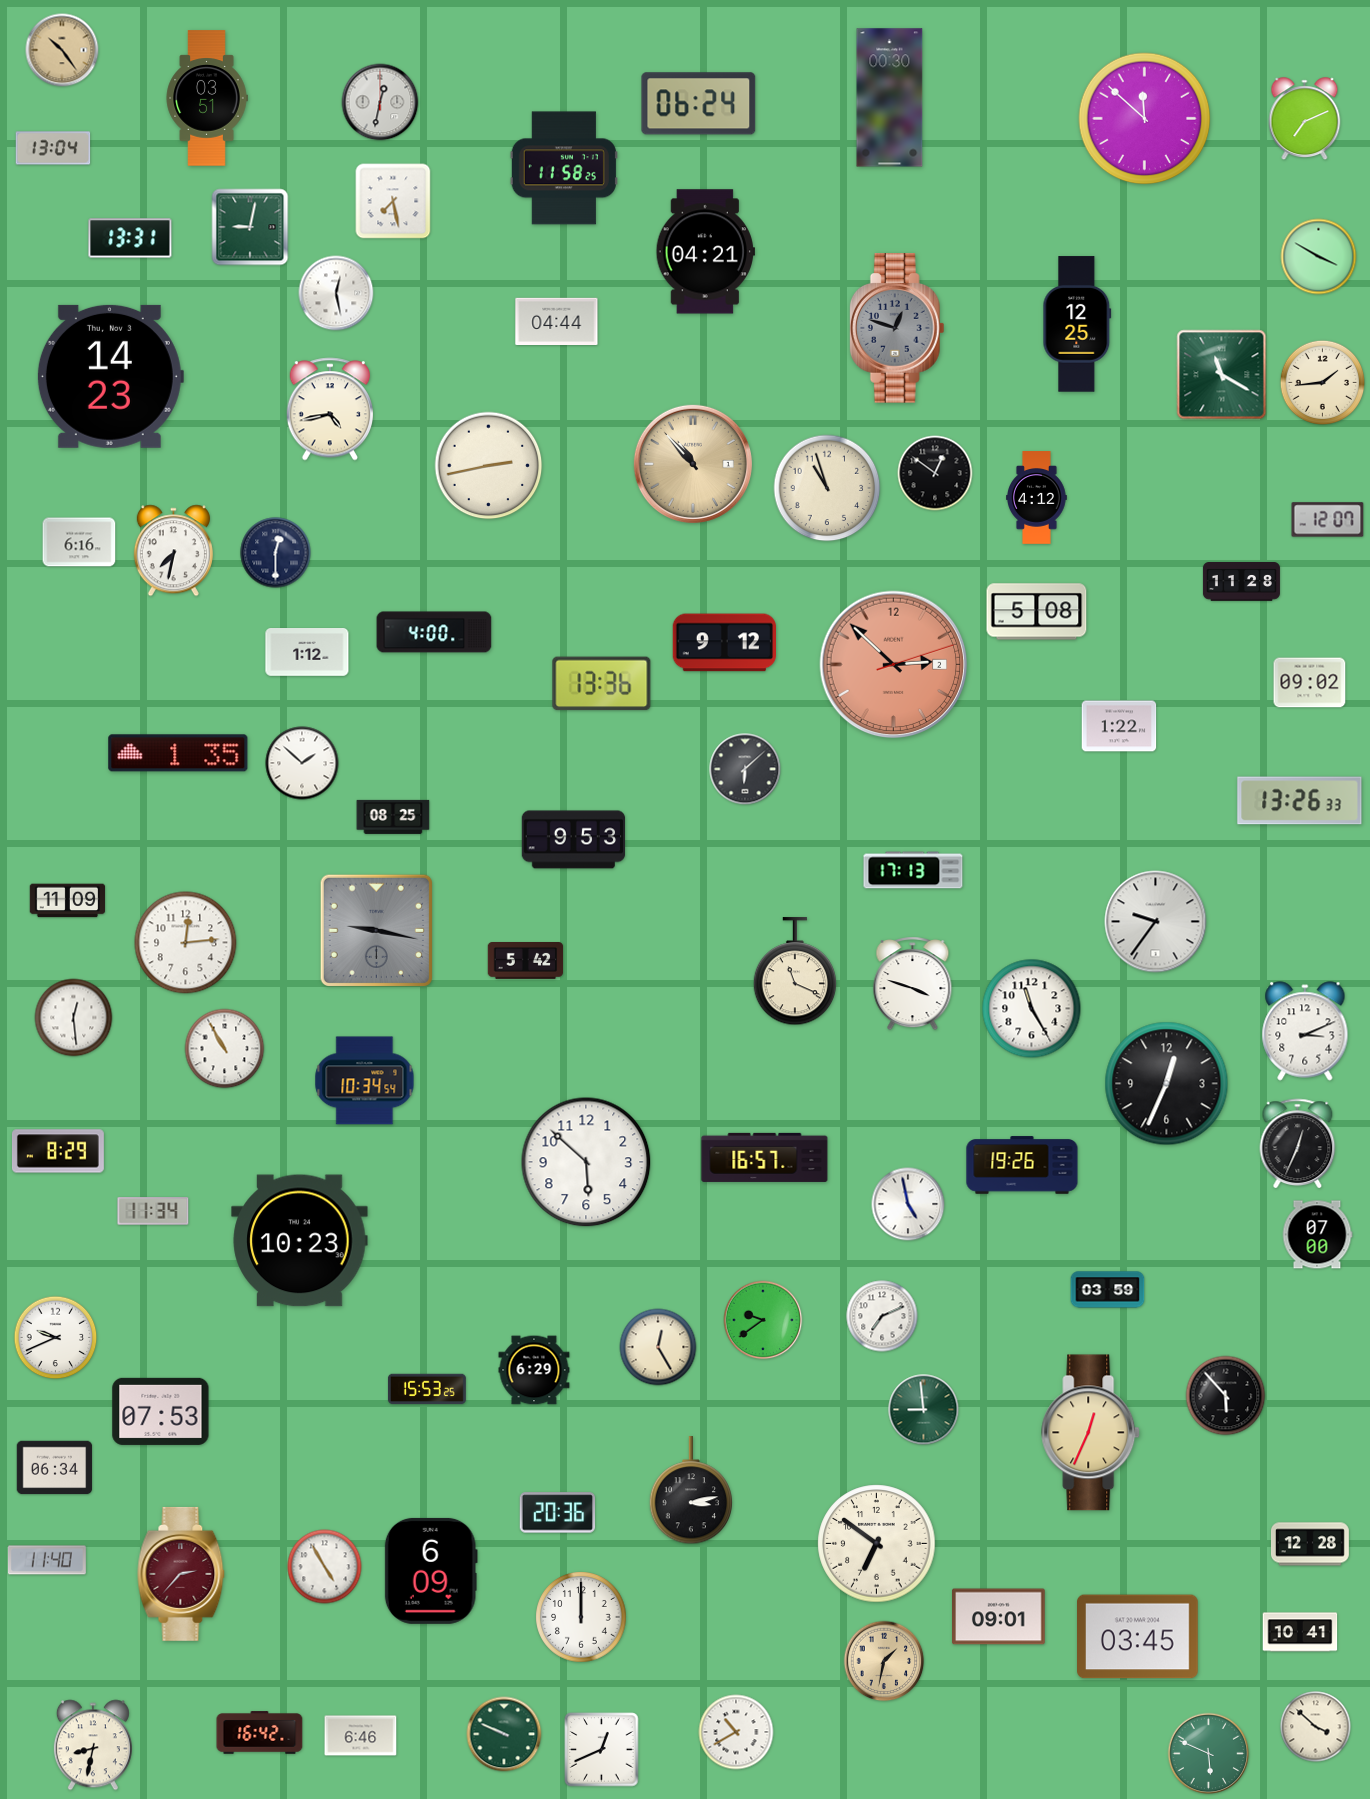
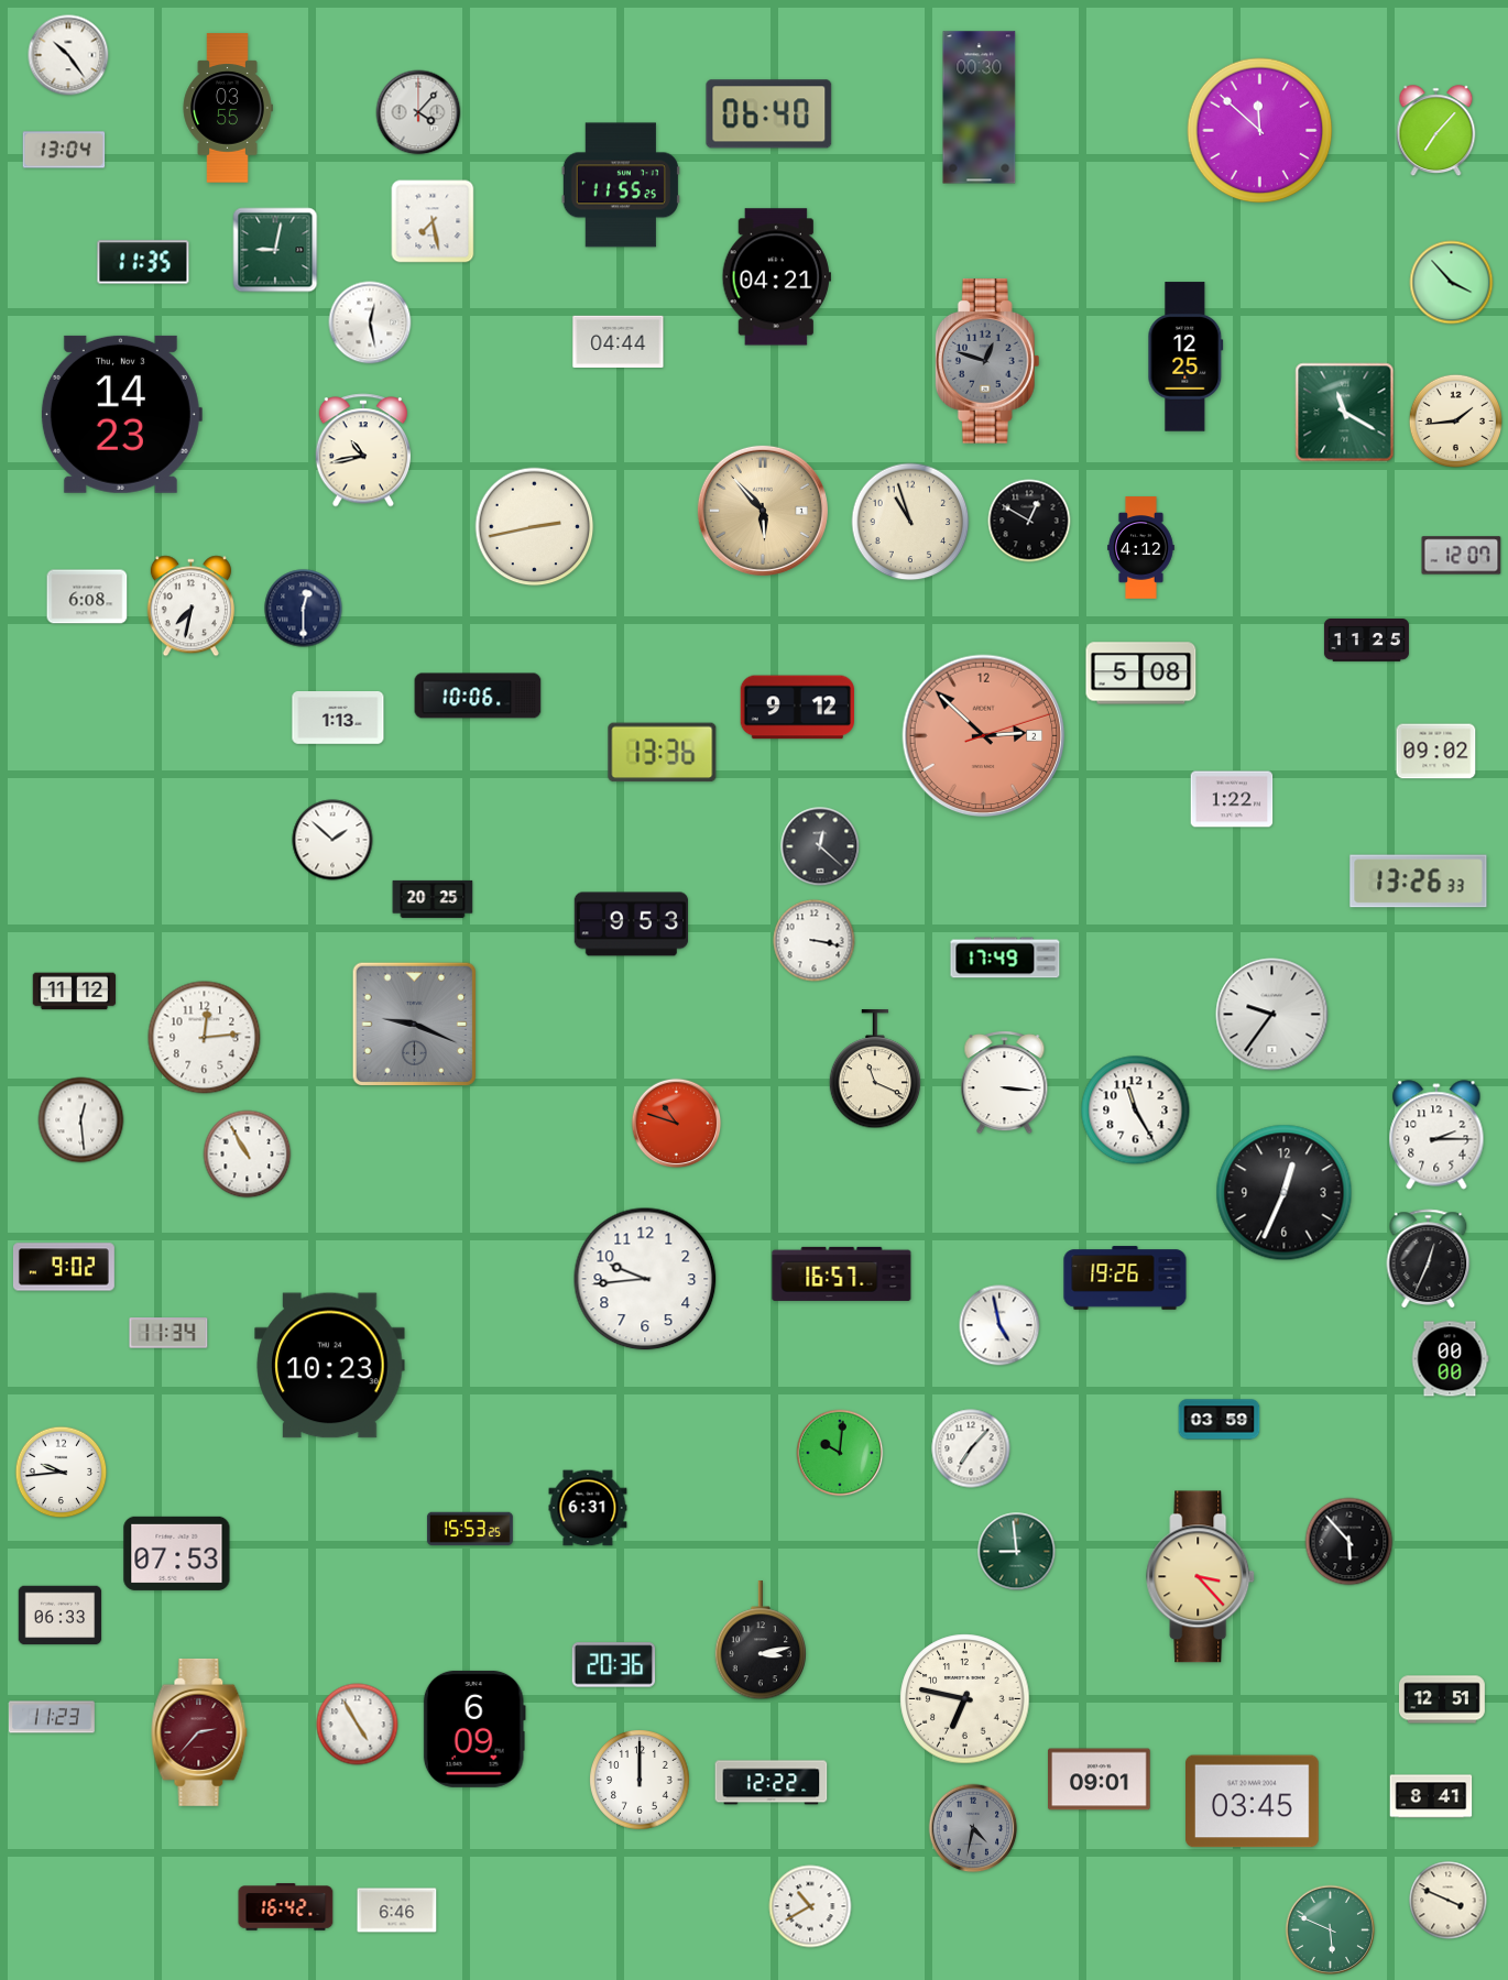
clock at (62, 50) dial: champagne -> white
clock at (207, 98): 03:51 -> 03:55
clock at (380, 102): 12:32 -> 4:07
clock at (699, 104): 06:24 -> 06:40
clock at (1305, 118): 7:11 -> 7:07
clock at (53, 148) position: (53, 148) -> (64, 150)
clock at (564, 168): 11:58 -> 11:55
clock at (130, 238): 13:31 -> 11:35
clock at (1319, 257): 3:50 -> 3:53
clock at (557, 321) position: (557, 321) -> (619, 341)
clock at (329, 409): 4:43 -> 10:43
clock at (693, 464): 10:53 -> 5:53
clock at (489, 466) position: (489, 466) -> (535, 527)
clock at (935, 473): 12:51 -> 12:50
clock at (827, 488) position: (827, 488) -> (910, 522)
clock at (1328, 520) position: (1328, 520) -> (1462, 556)
clock at (79, 542): 6:16 -> 6:08
clock at (1241, 582): 11:28 -> 11:25
clock at (434, 632): 4:00 -> 10:06
clock at (307, 653): 1:12 -> 1:13
clock at (894, 665) position: (894, 665) -> (984, 736)
clock at (1310, 683) position: (1310, 683) -> (1436, 752)
clock at (178, 753): 1:35 -> none
clock at (745, 769): 6:08 -> 12:22
clock at (1300, 801) position: (1300, 801) -> (1419, 882)
clock at (393, 817): 08:25 -> 20:25
clock at (815, 941): none -> 3:17
clock at (913, 870): 17:13 -> 17:49
clock at (68, 901): 11:09 -> 11:12
clock at (376, 930): 9:17 -> 9:19
clock at (526, 961): 5:42 -> none
clock at (913, 984): 3:48 -> 3:16
clock at (677, 1124): none -> 10:48
clock at (1305, 1031): 3:11 -> 2:15
clock at (365, 1081): 10:34 -> none
clock at (58, 1151): 8:29 -> 9:02
clock at (586, 1162): 5:52 -> 9:44
clock at (1022, 1165) position: (1022, 1165) -> (1125, 1278)
clock at (1317, 1235): 07:00 -> 00:00
clock at (882, 1316): 7:11 -> 7:07
clock at (763, 1320): 9:39 -> 10:01
clock at (56, 1338): 9:41 -> 9:44
clock at (658, 1347): 12:25 -> none
clock at (534, 1370): 6:29 -> 6:31
clock at (1226, 1396) position: (1226, 1396) -> (1349, 1542)
clock at (1091, 1433): 12:34 -> 3:23
clock at (55, 1468): 06:34 -> 06:33
clock at (877, 1544): 6:51 -> 6:47
clock at (1310, 1544): 12:28 -> 12:51
clock at (47, 1560): 11:40 -> 11:23
clock at (772, 1783): none -> 12:22
clock at (1300, 1632): 10:41 -> 8:41
clock at (884, 1661): 1:32 -> 4:32
clock at (884, 1661) dial: champagne -> grey
clock at (1316, 1727): 3:52 -> 3:49
clock at (504, 1734): 9:49 -> none
clock at (93, 1745): 8:32 -> none
clock at (602, 1750): 12:41 -> none
